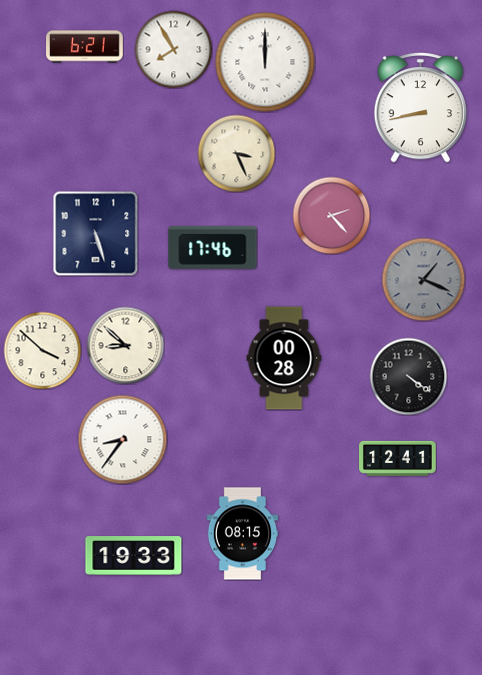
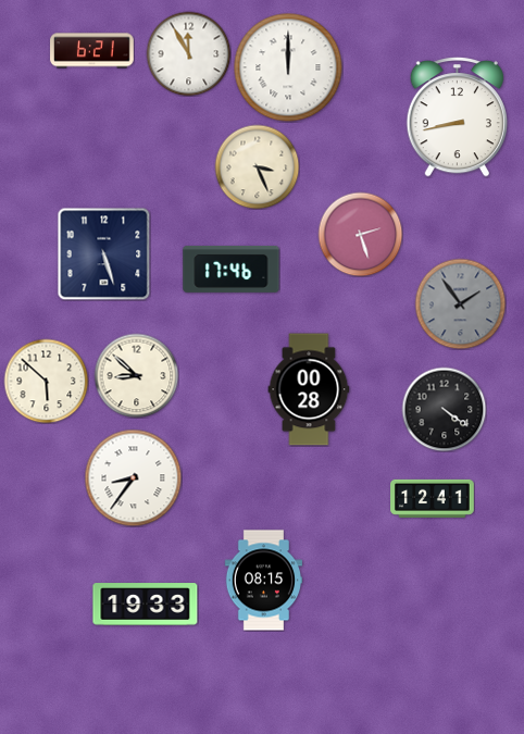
clock at (173, 49): 7:55 -> 11:55
clock at (331, 215): 2:23 -> 2:27
clock at (423, 279): 1:19 -> 1:54
clock at (42, 350): 3:52 -> 5:52
